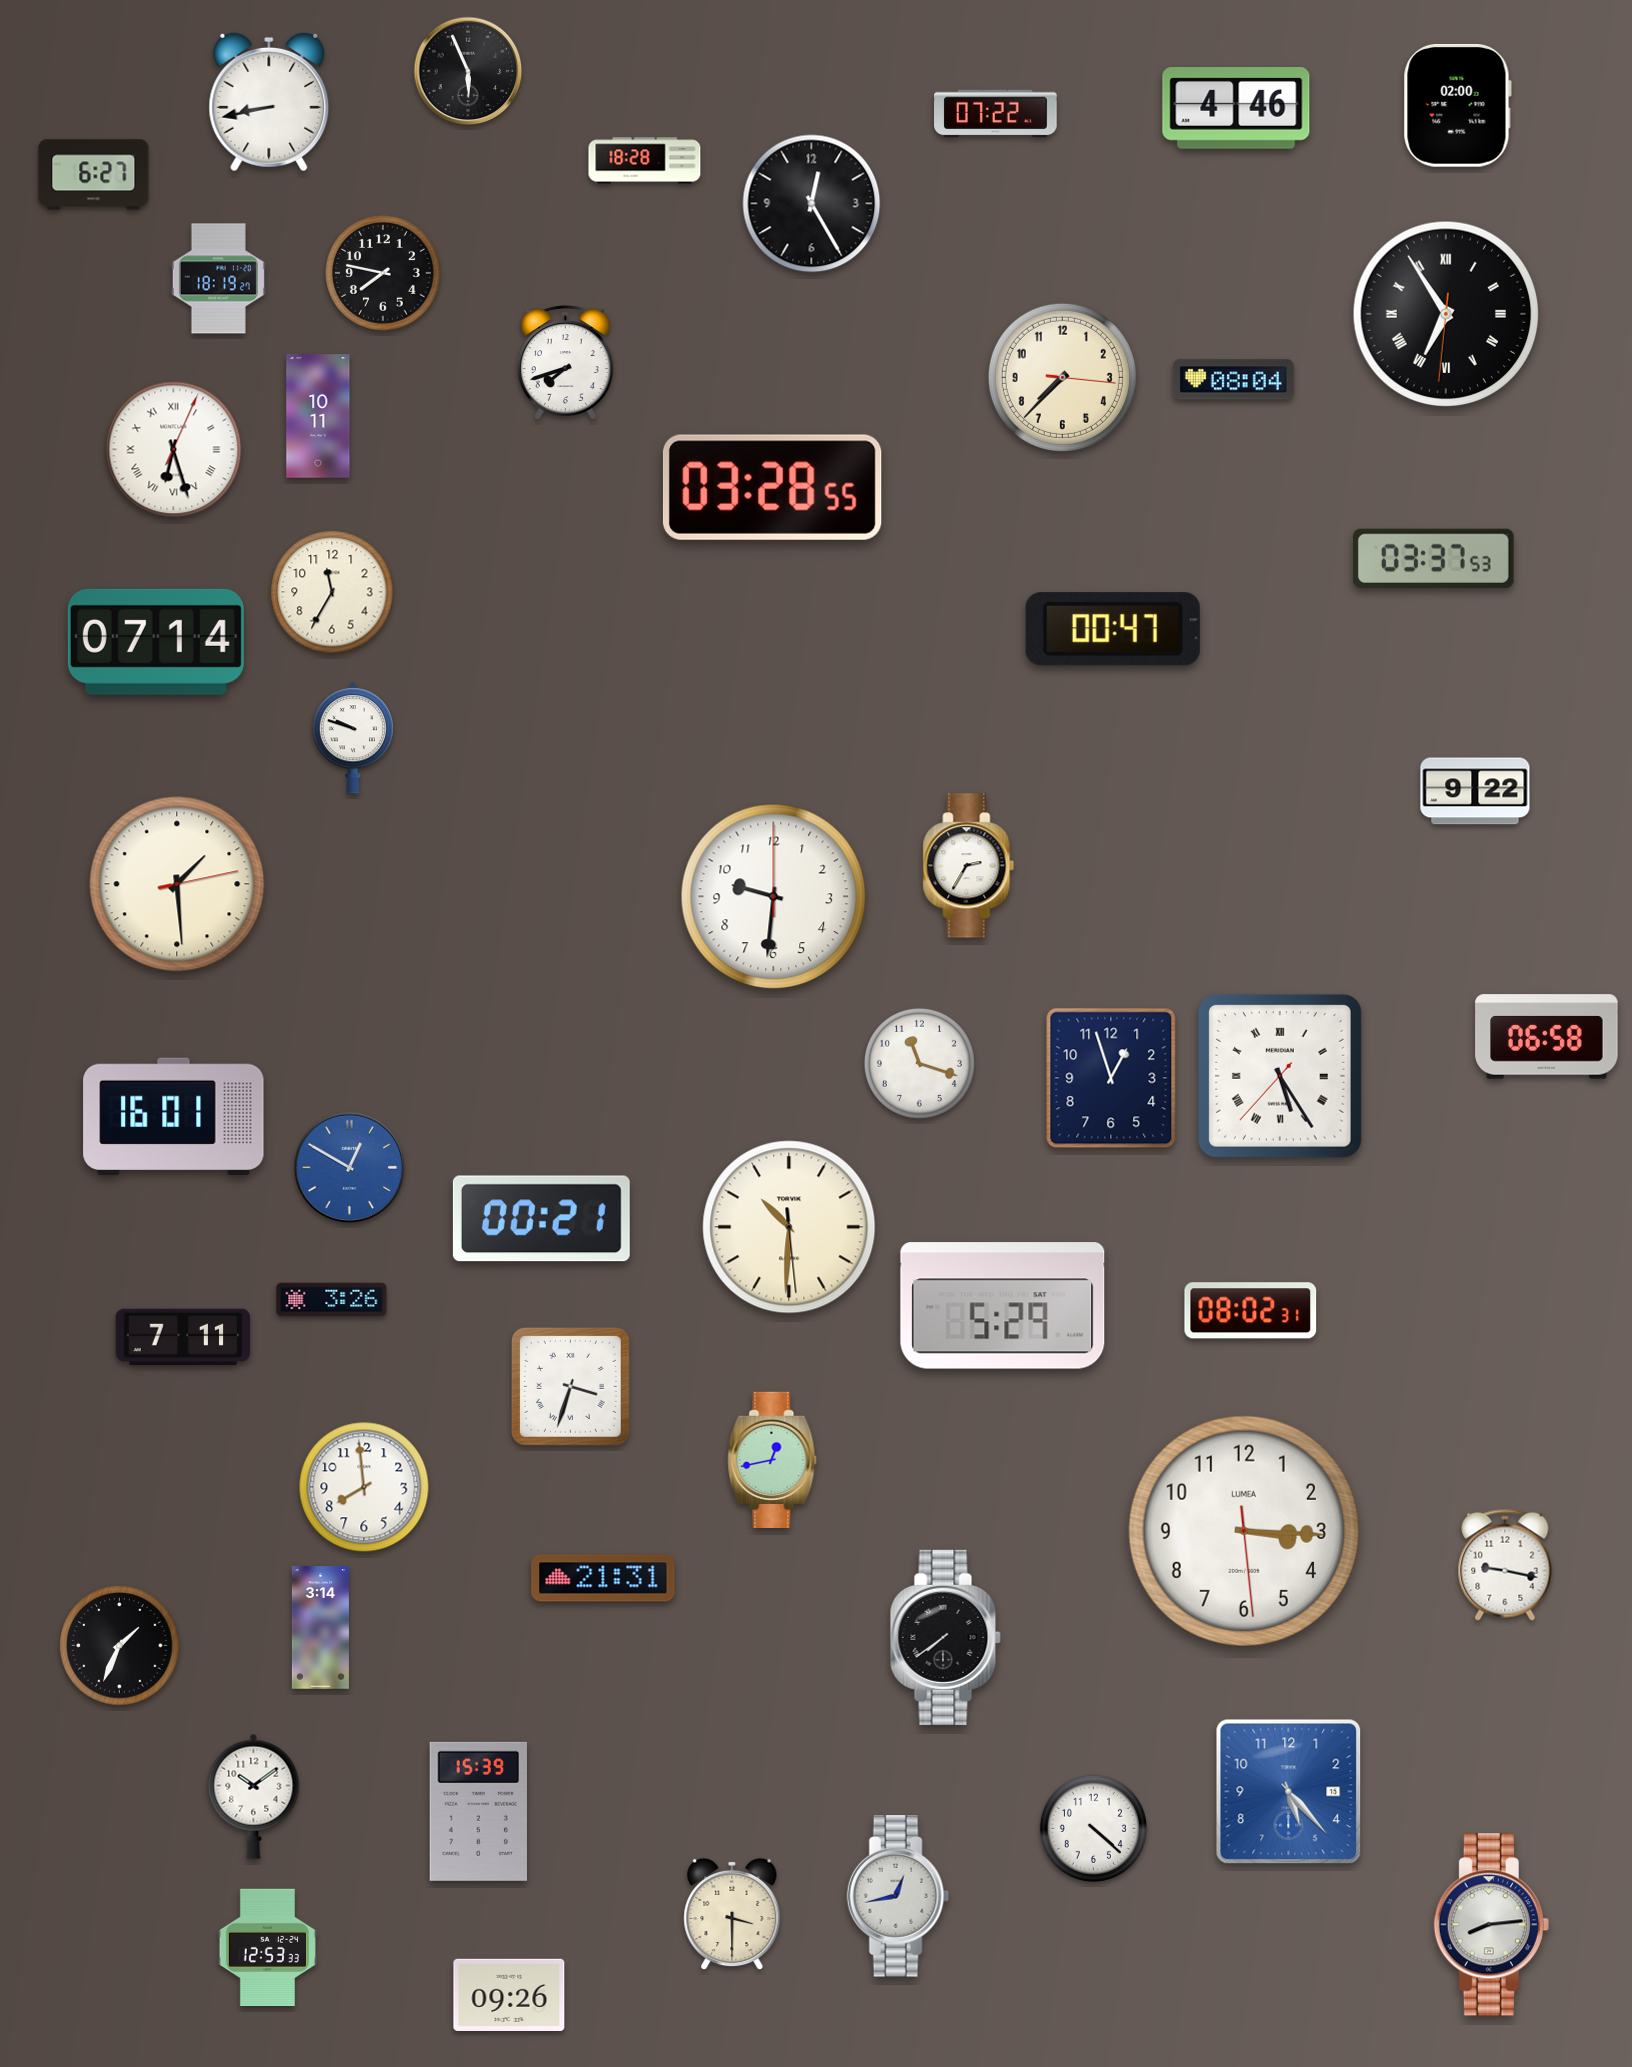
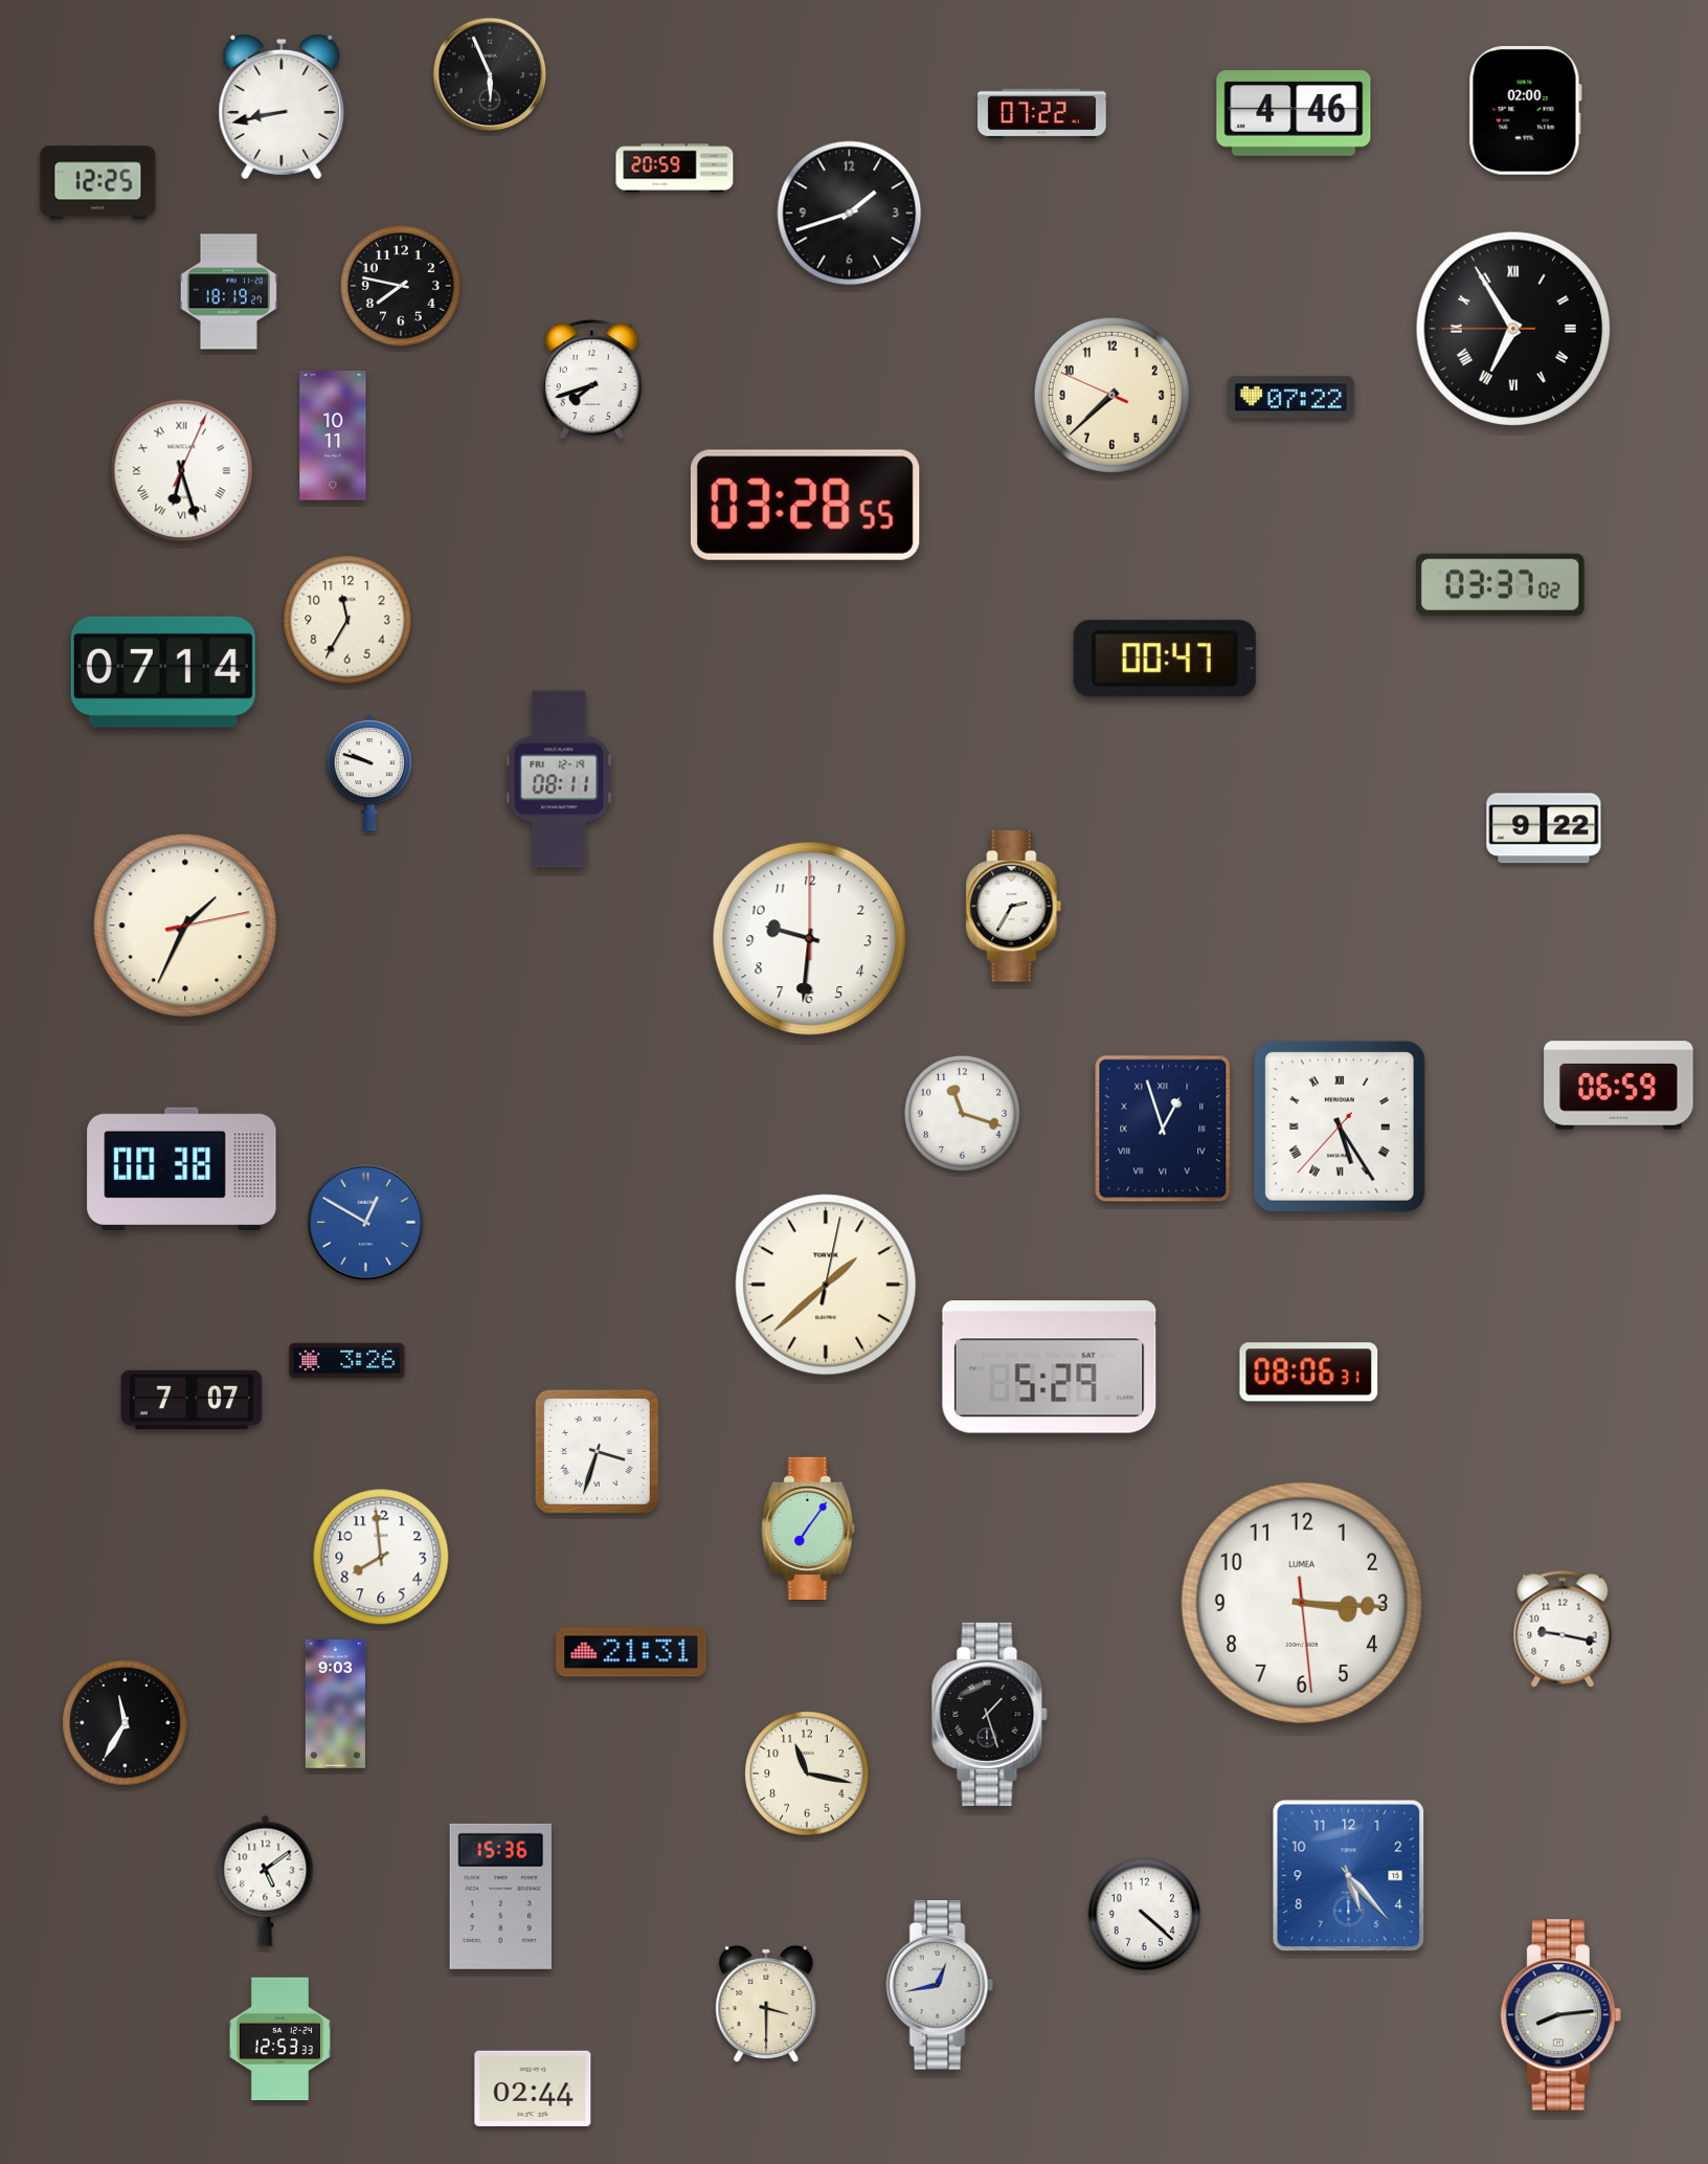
clock at (996, 114) position: (996, 114) -> (1042, 114)
clock at (645, 161): 18:28 -> 20:59
clock at (94, 175): 6:27 -> 12:25
clock at (812, 204): 12:25 -> 1:42
clock at (1446, 314): 6:54:31 -> 6:54:45
clock at (1062, 377): 7:37:16 -> 7:37:49
clock at (1233, 380): 08:04 -> 07:22
clock at (772, 487) position: (772, 487) -> (805, 505)
clock at (1433, 558): 03:37:53 -> 03:37:02
clock at (559, 779): none -> 08:11
clock at (177, 884): 1:29 -> 1:34
clock at (1547, 1037): 06:58 -> 06:59
clock at (1111, 1078) numerals: Arabic -> Roman
clock at (174, 1116): 16:01 -> 00:38
clock at (541, 1219): 00:21 -> none
clock at (789, 1227): 10:30 -> 1:38
clock at (1251, 1311): 08:02 -> 08:06
clock at (183, 1337): 7:11 -> 7:07
clock at (772, 1459): 12:43 -> 7:06
clock at (1505, 1565) position: (1505, 1565) -> (1563, 1629)
clock at (320, 1628): 3:14 -> 9:03
clock at (945, 1637): 7:39 -> 1:27
clock at (120, 1646): 1:34 -> 11:35
clock at (807, 1773): none -> 11:17
clock at (254, 1796): 10:09 -> 5:09
clock at (478, 1811): 15:39 -> 15:36
clock at (509, 1995): 09:26 -> 02:44
